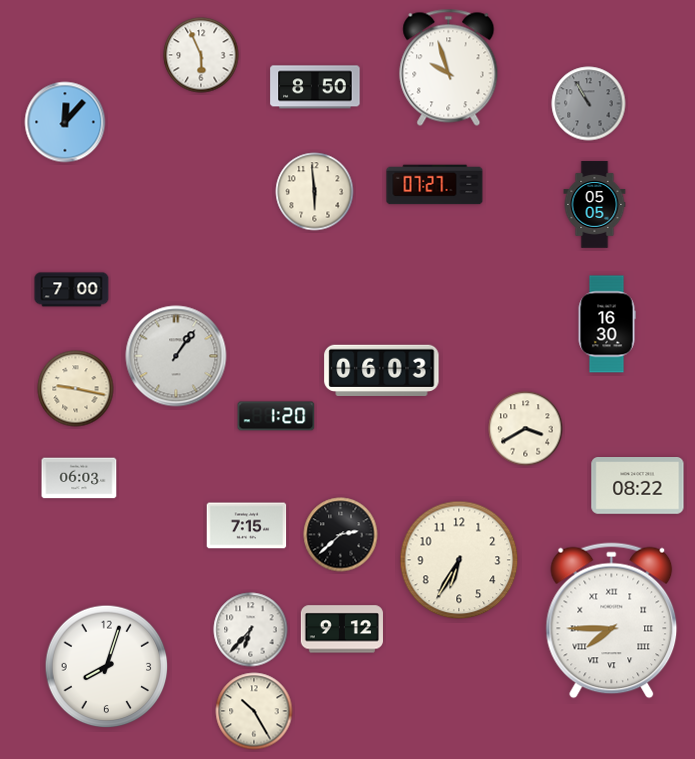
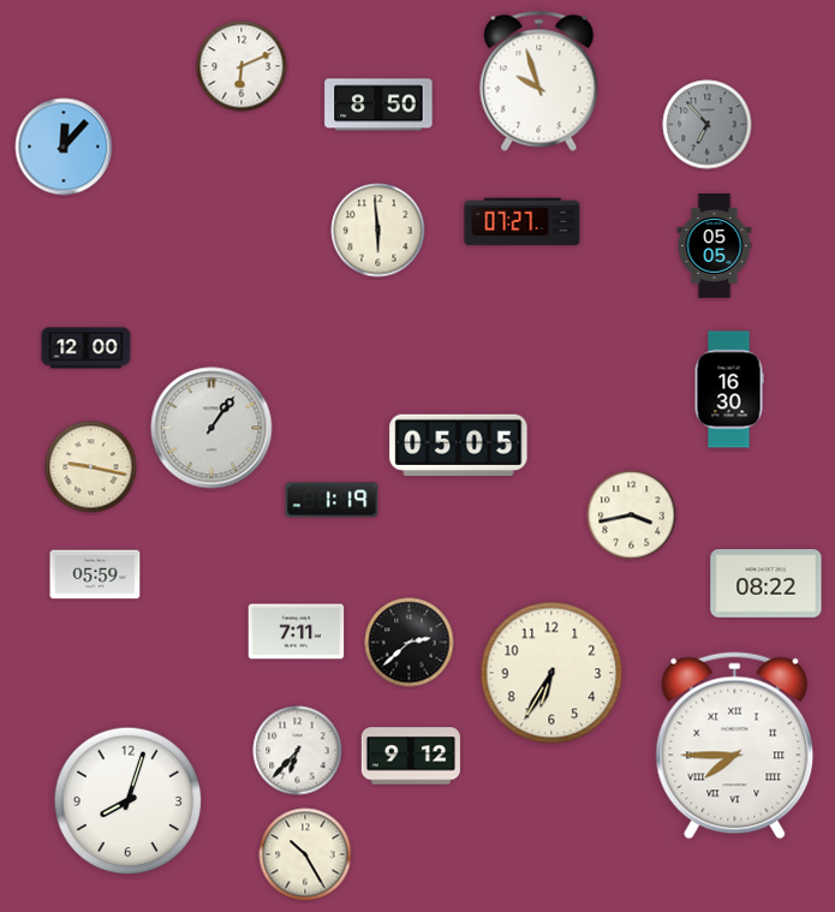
clock at (201, 55): 5:56 -> 6:11
clock at (589, 104): 10:55 -> 6:53
clock at (65, 122) position: (65, 122) -> (64, 147)
clock at (72, 290): 7:00 -> 12:00
clock at (382, 370): 06:03 -> 05:05
clock at (276, 416): 1:20 -> 1:19
clock at (526, 429): 3:40 -> 3:43
clock at (79, 478): 06:03 -> 05:59
clock at (247, 526): 7:15 -> 7:11
clock at (251, 630) position: (251, 630) -> (298, 751)
